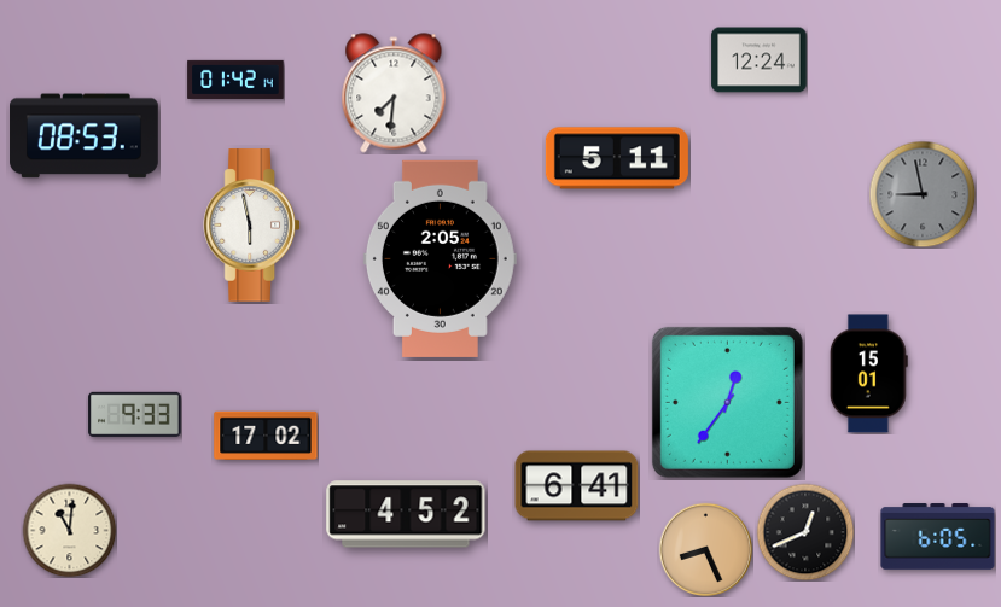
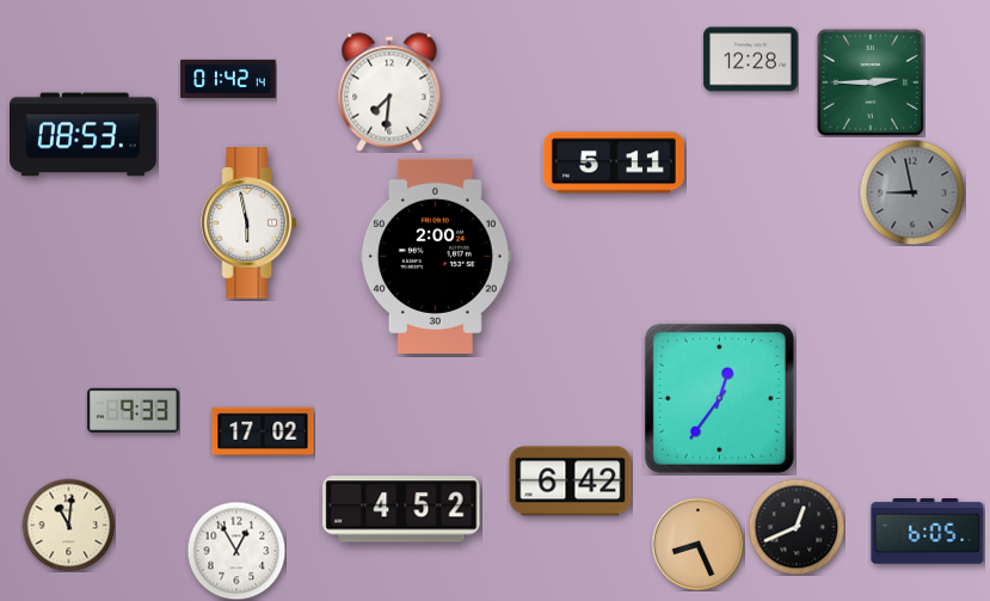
clock at (760, 60): 12:24 -> 12:28
clock at (235, 80) position: (235, 80) -> (228, 79)
clock at (871, 82): none -> 2:45
clock at (617, 158) position: (617, 158) -> (614, 162)
clock at (440, 258): 2:05 -> 2:00
clock at (868, 374): 15:01 -> none
clock at (577, 486): 6:41 -> 6:42
clock at (236, 551): none -> 12:55
